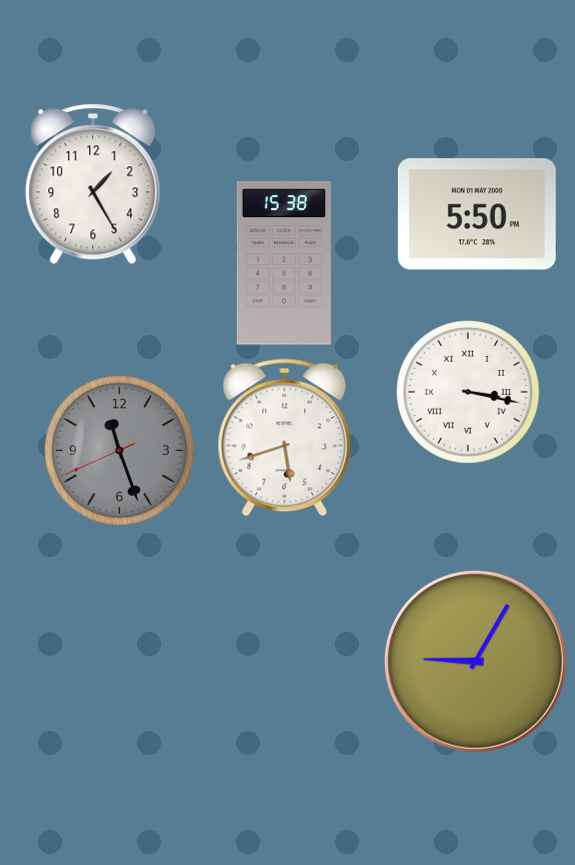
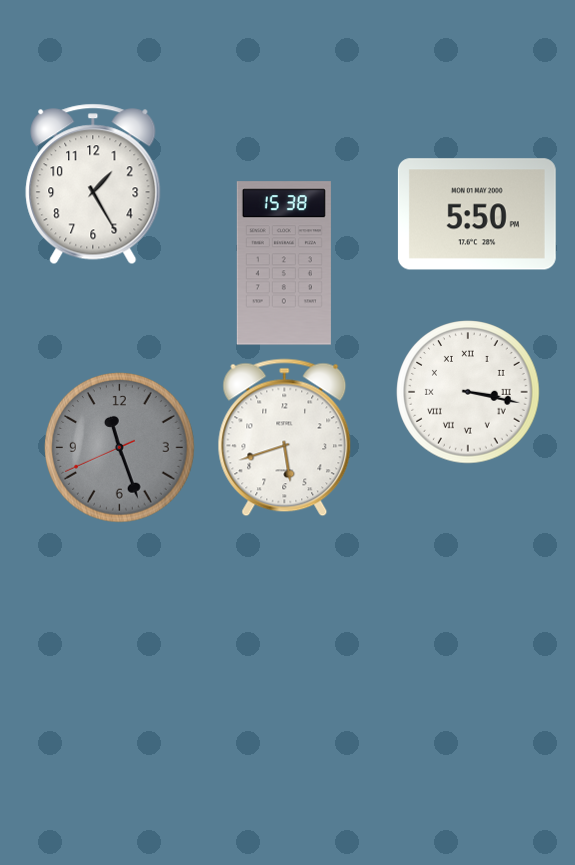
clock at (120, 451) position: (120, 451) -> (120, 448)
clock at (475, 661): 9:05 -> none
